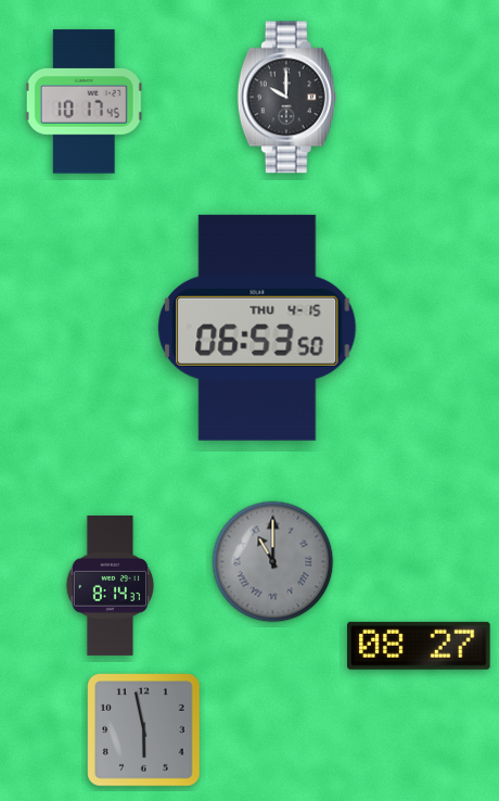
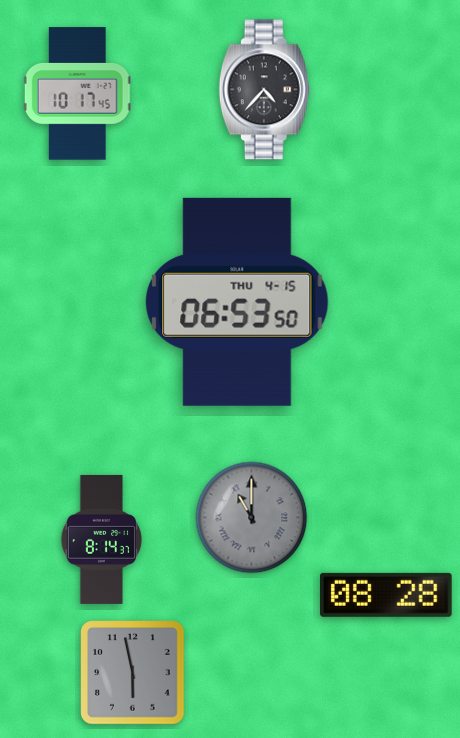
clock at (286, 98): 10:00 -> 4:37
clock at (420, 646): 08:27 -> 08:28
